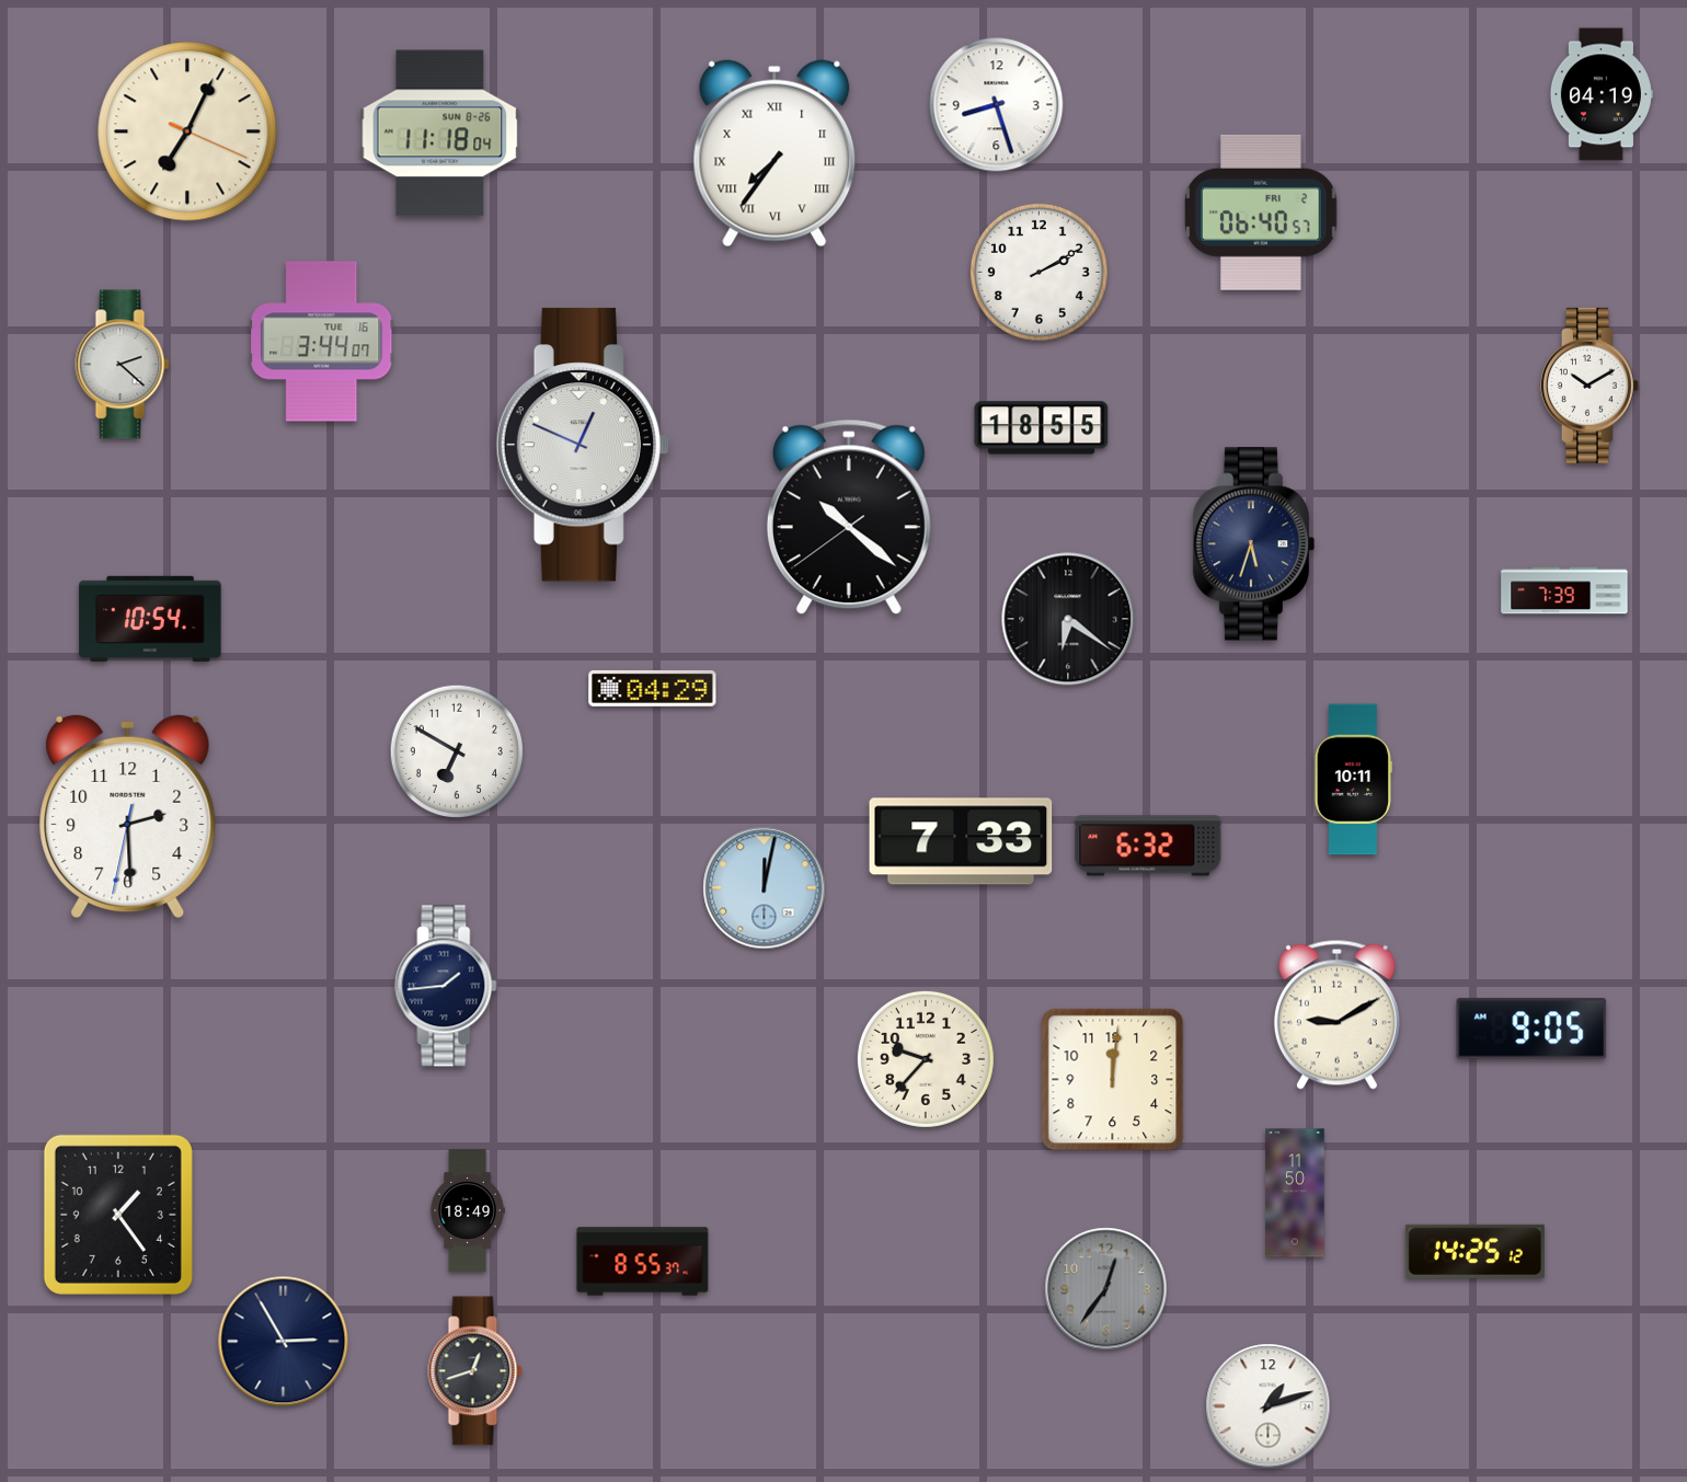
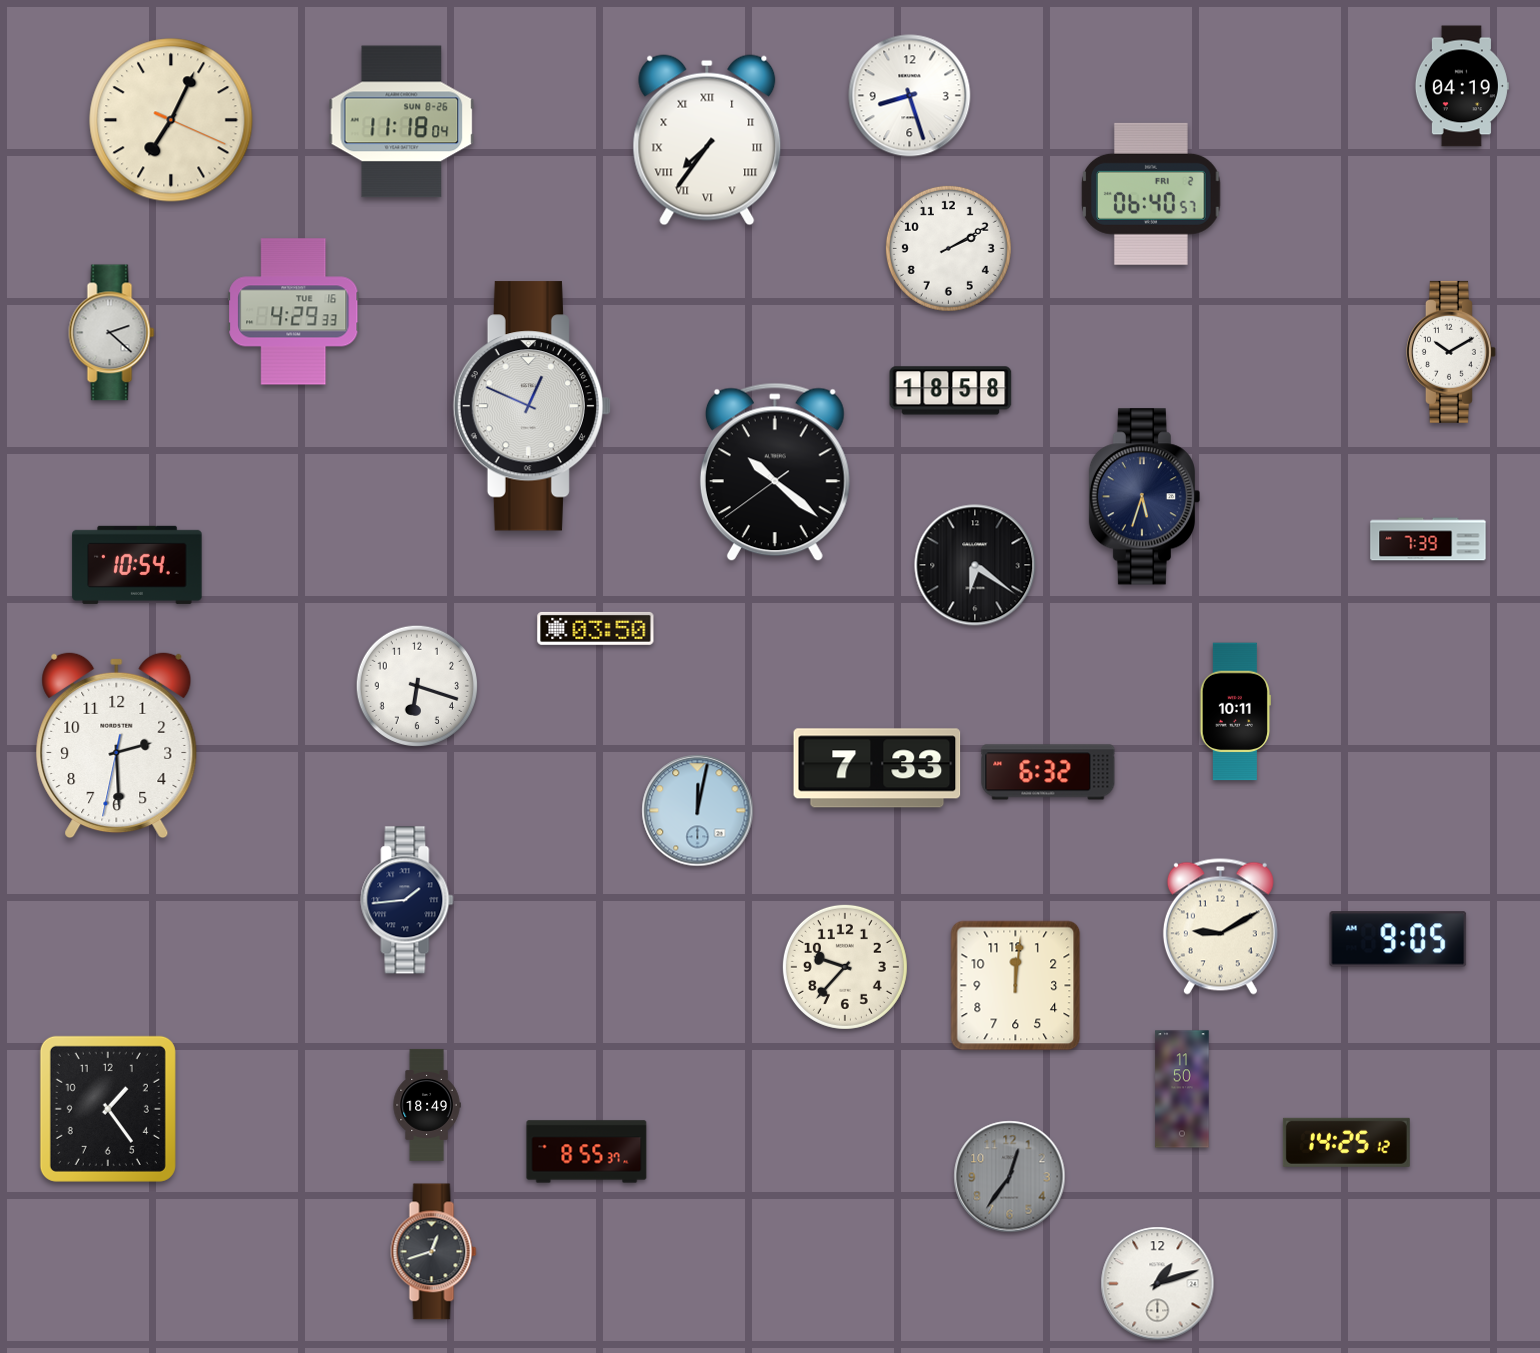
clock at (322, 342): 3:44 -> 4:29
clock at (1042, 428): 18:55 -> 18:58
clock at (653, 688): 04:29 -> 03:50
clock at (456, 750): 6:50 -> 6:18
clock at (284, 1342): 2:55 -> none
